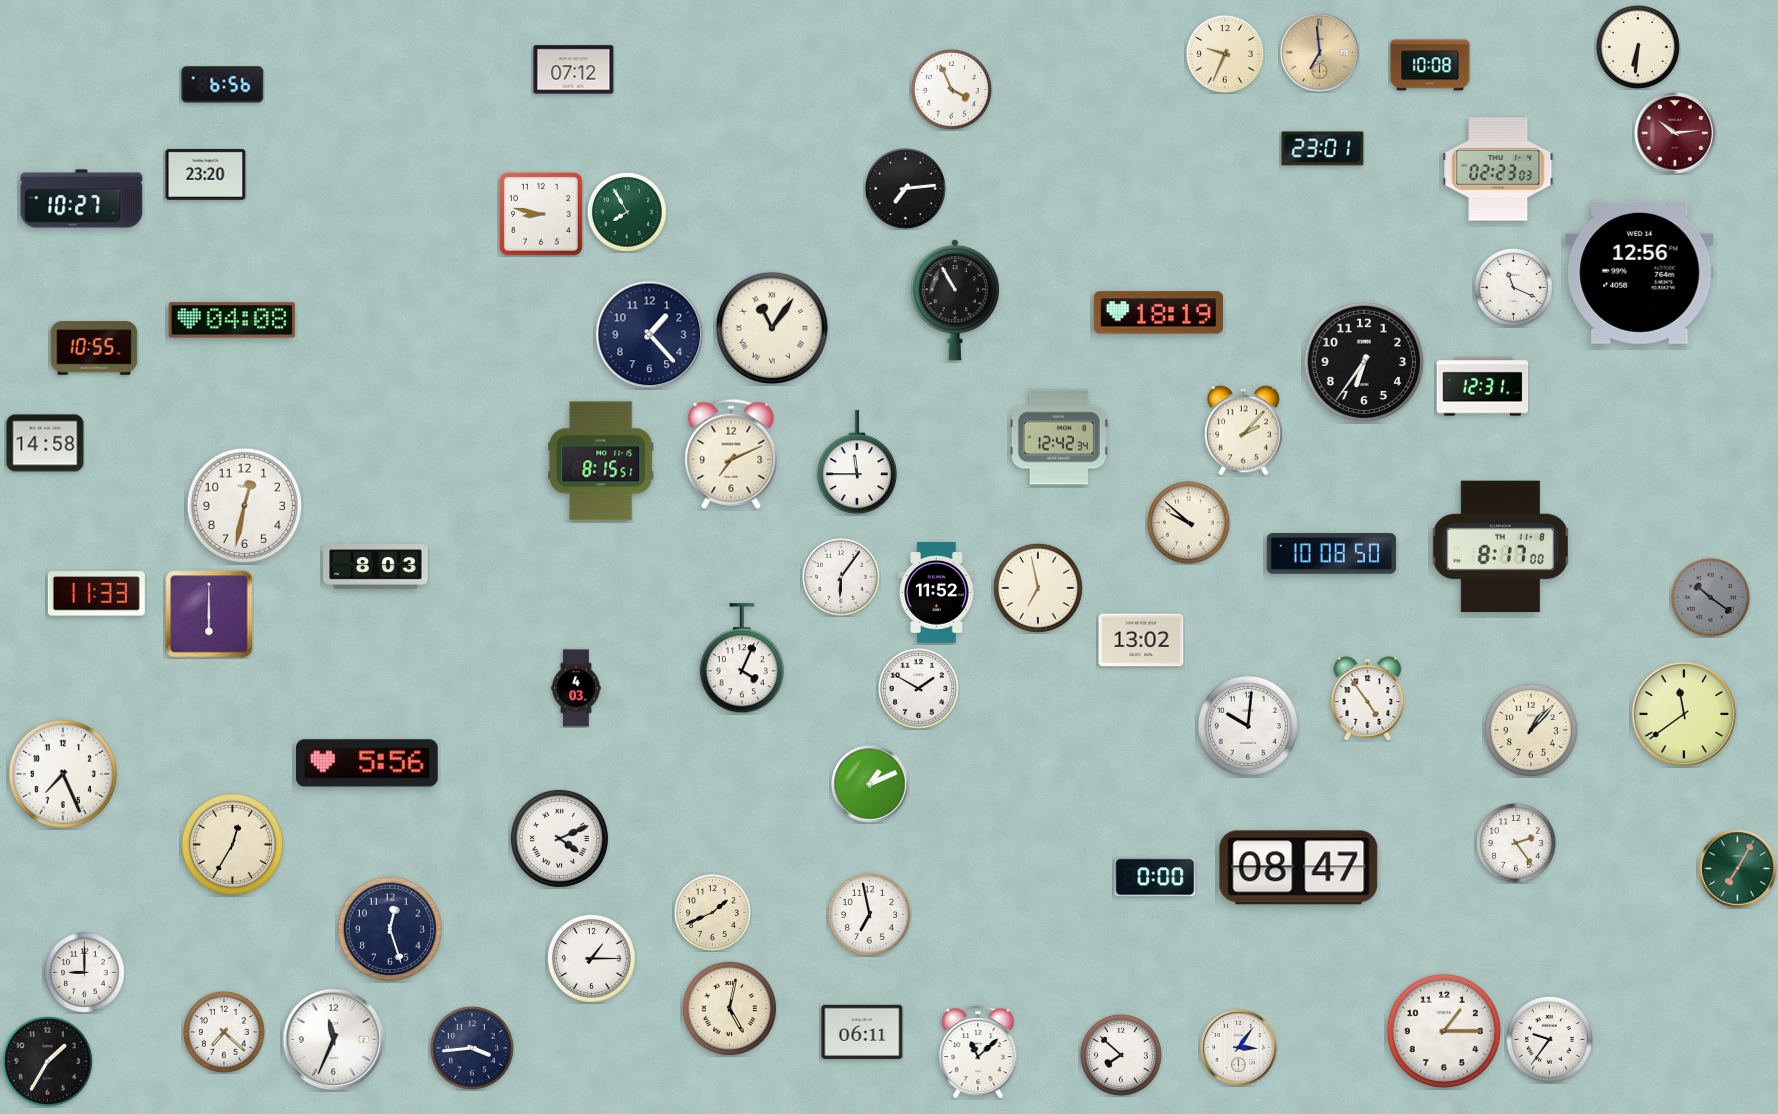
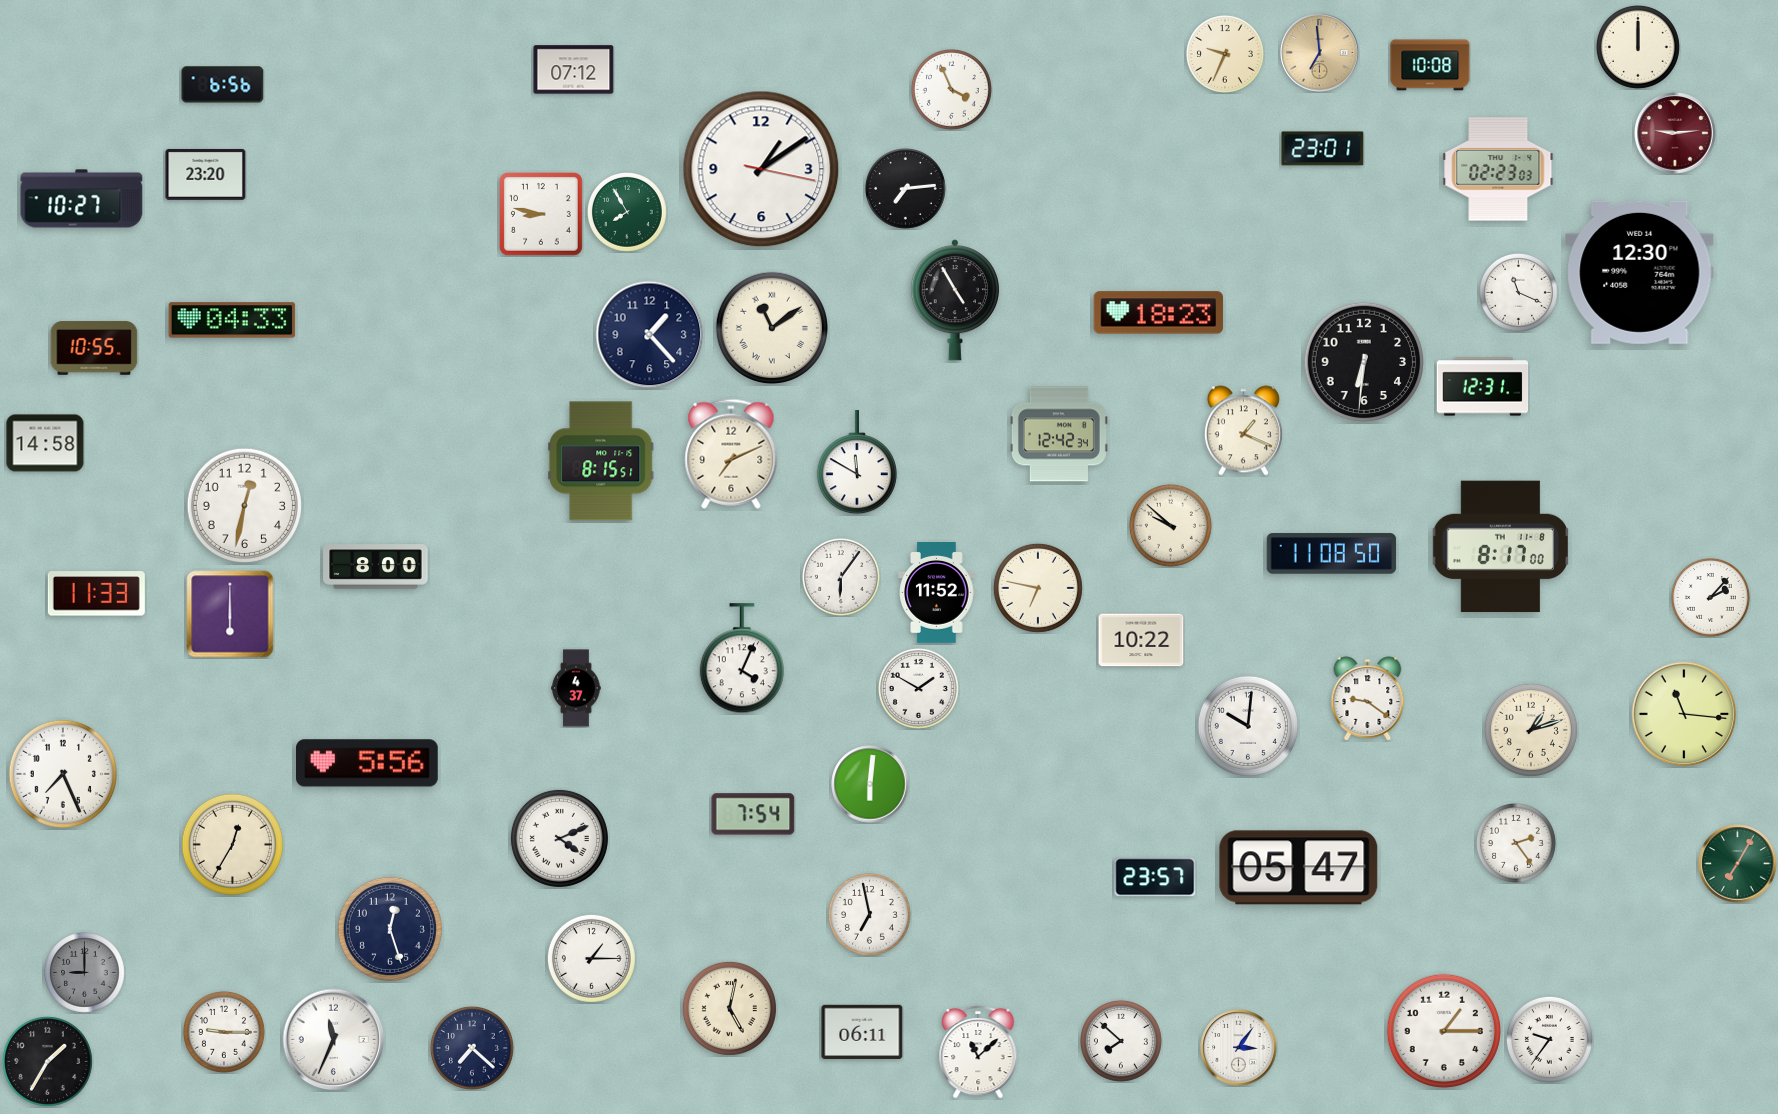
clock at (1638, 47): 6:31 -> 12:00
clock at (1675, 133): 10:14 -> 9:14
clock at (761, 169): none -> 1:09
clock at (1640, 272): 12:56 -> 12:30
clock at (1514, 288) position: (1514, 288) -> (1519, 293)
clock at (955, 300): 10:55 -> 4:55
clock at (1159, 313): 18:19 -> 18:23
clock at (232, 320): 04:08 -> 04:33
clock at (772, 328): 11:06 -> 11:09
clock at (1363, 361): 6:36 -> 6:31
clock at (1243, 431): 2:07 -> 1:19
clock at (1059, 437) position: (1059, 437) -> (1059, 434)
clock at (857, 463): 11:45 -> 11:50
clock at (1188, 522) position: (1188, 522) -> (1170, 525)
clock at (1332, 554): 10:08 -> 11:08
clock at (376, 567): 8:03 -> 8:00
clock at (1038, 588): 6:58 -> 6:47
clock at (1711, 598): 10:21 -> 2:07
clock at (1711, 598) dial: grey -> white
clock at (209, 614) position: (209, 614) -> (230, 614)
clock at (1141, 640): 13:02 -> 10:22
clock at (576, 688): 4:03 -> 4:37
clock at (1368, 699): 4:54 -> 9:21
clock at (1684, 714): 11:39 -> 11:16
clock at (1531, 730): 1:07 -> 1:12
clock at (870, 784): 1:11 -> 6:01
clock at (753, 814): none -> 7:54
clock at (1299, 868): 08:47 -> 05:47
clock at (1738, 869) position: (1738, 869) -> (1738, 864)
clock at (1155, 877): 0:00 -> 23:57
clock at (713, 913): 1:41 -> none
clock at (85, 973) dial: white -> grey
clock at (224, 1032): 7:22 -> 9:15
clock at (472, 1048): 3:44 -> 7:22
clock at (1121, 1055) position: (1121, 1055) -> (1121, 1041)
